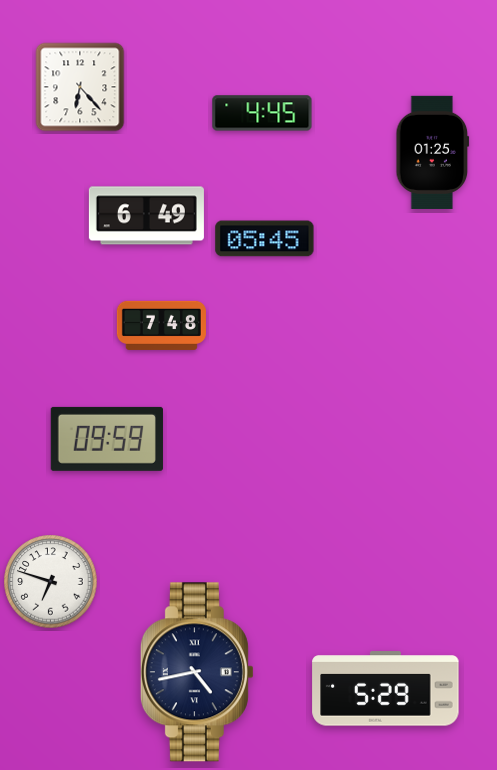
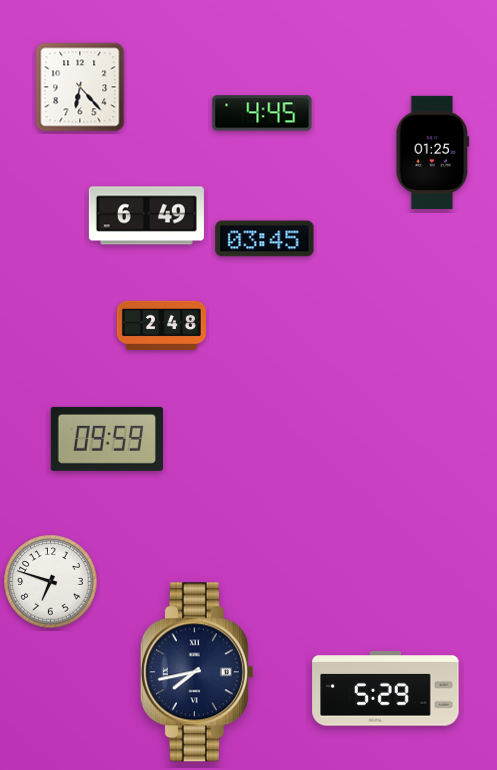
clock at (265, 239): 05:45 -> 03:45
clock at (161, 325): 7:48 -> 2:48
clock at (197, 672): 4:43 -> 7:43
